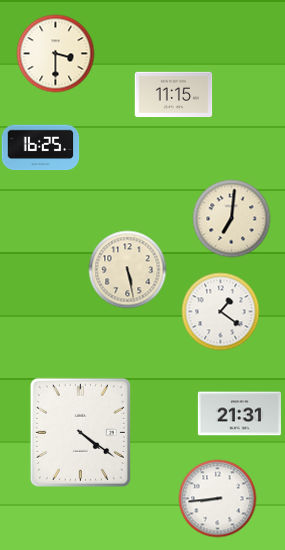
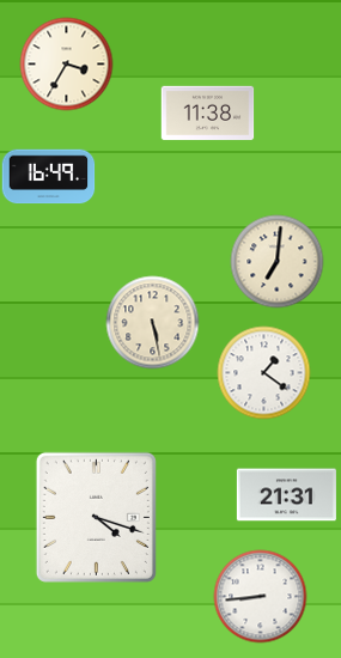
clock at (55, 53): 3:30 -> 3:35
clock at (173, 95): 11:15 -> 11:38
clock at (40, 148): 16:25 -> 16:49
clock at (80, 432): 4:21 -> 4:18
